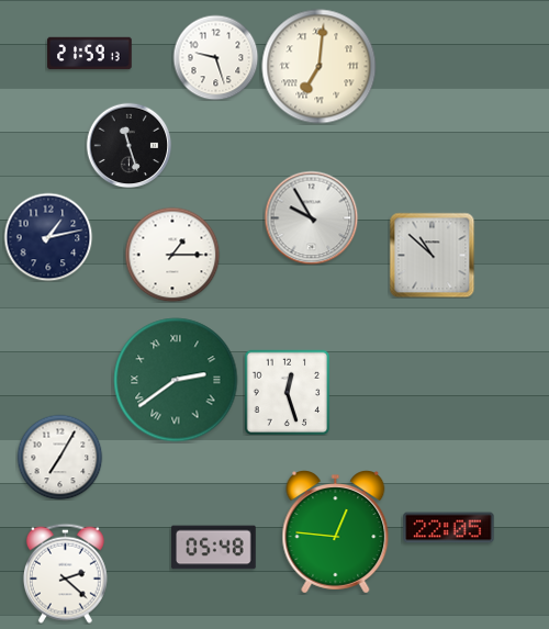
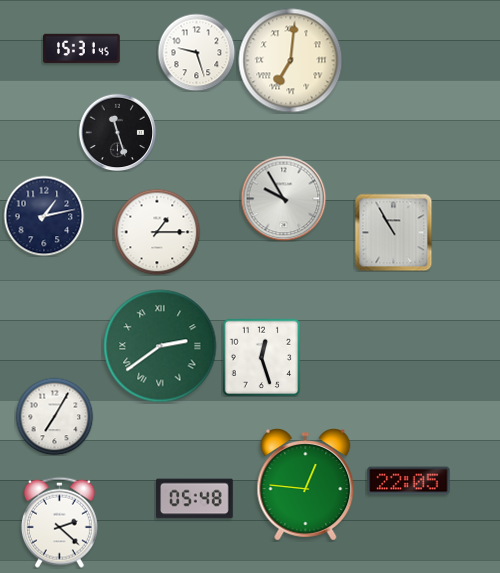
clock at (90, 54): 21:59 -> 15:31
clock at (432, 255): 10:52 -> 10:55
